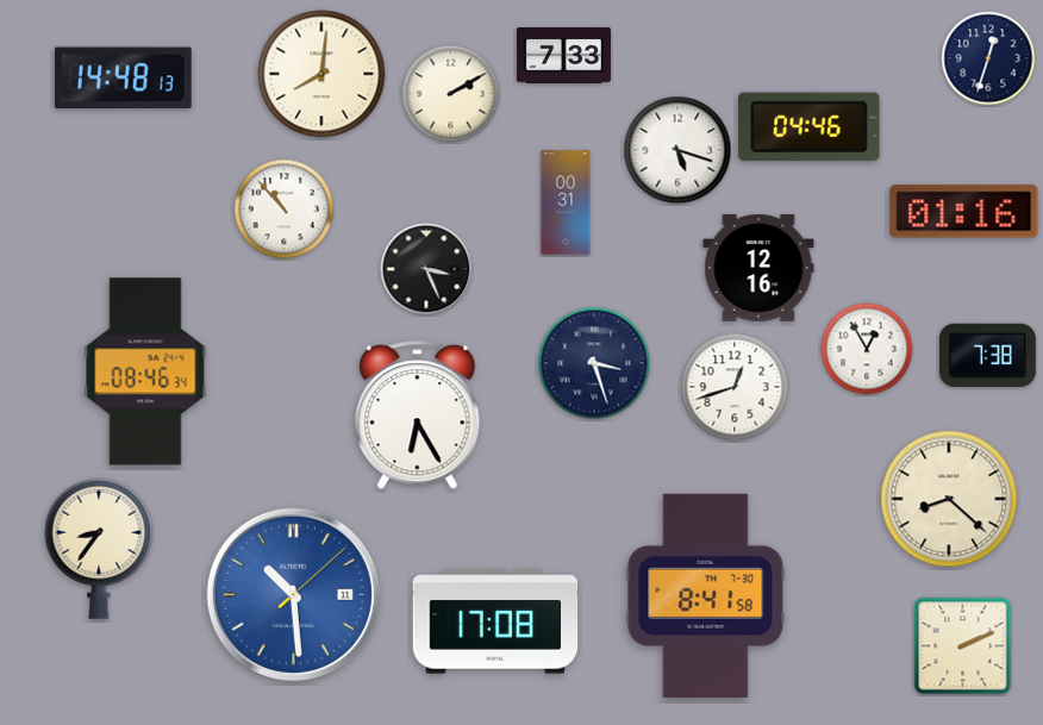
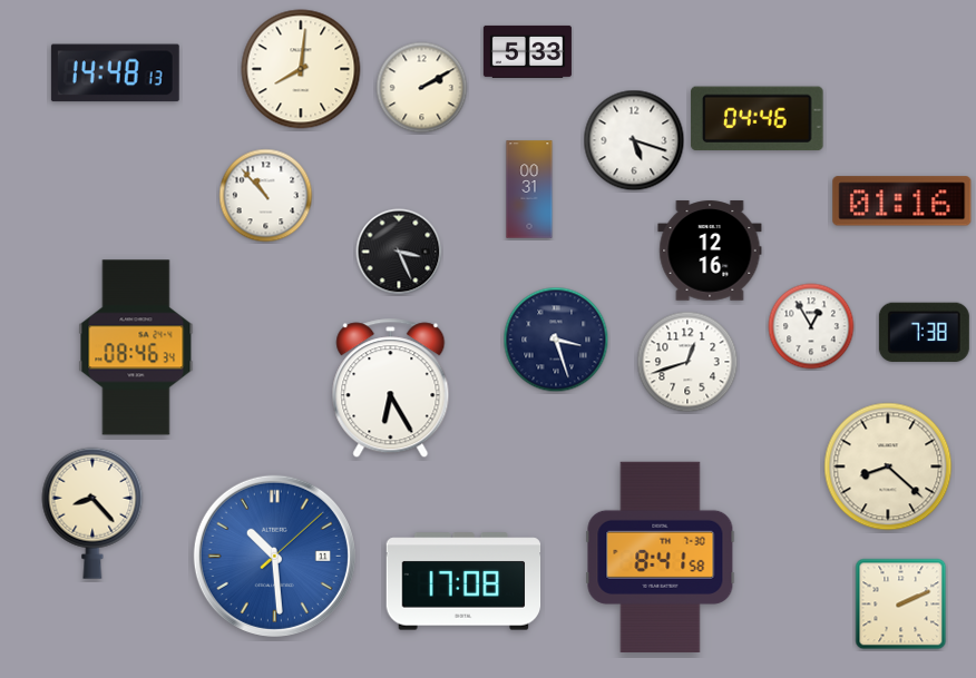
clock at (563, 55): 7:33 -> 5:33
clock at (988, 58): 12:33 -> none
clock at (964, 212) position: (964, 212) -> (902, 202)
clock at (99, 549): 8:36 -> 8:23
